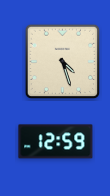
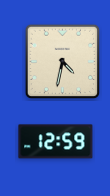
clock at (63, 62): 4:27 -> 4:32
